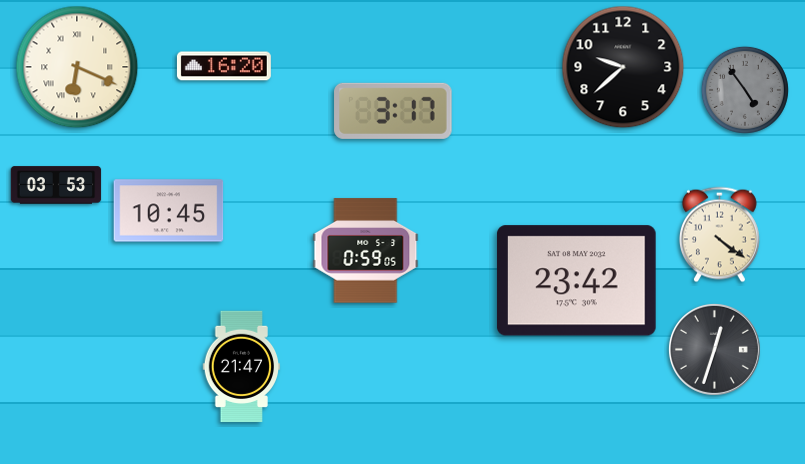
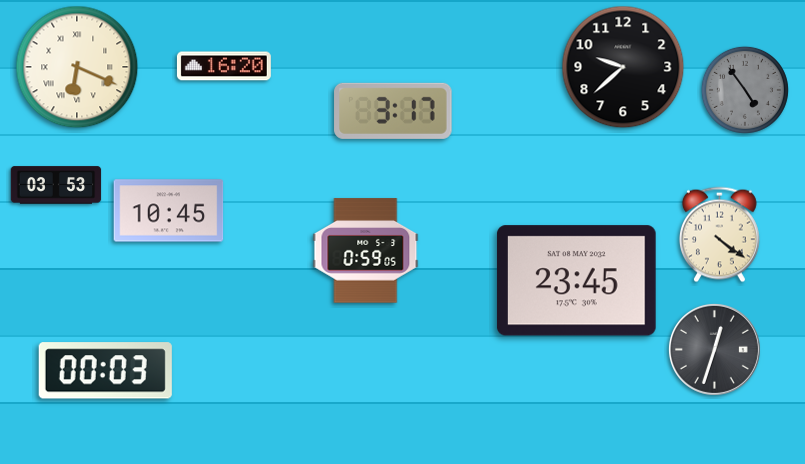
clock at (576, 281): 23:42 -> 23:45
clock at (242, 367): 21:47 -> none
clock at (105, 371): none -> 00:03
